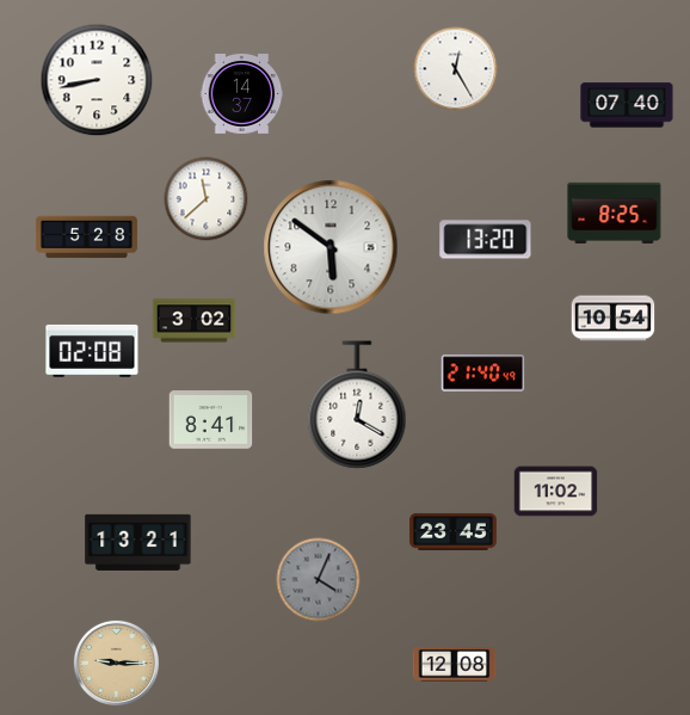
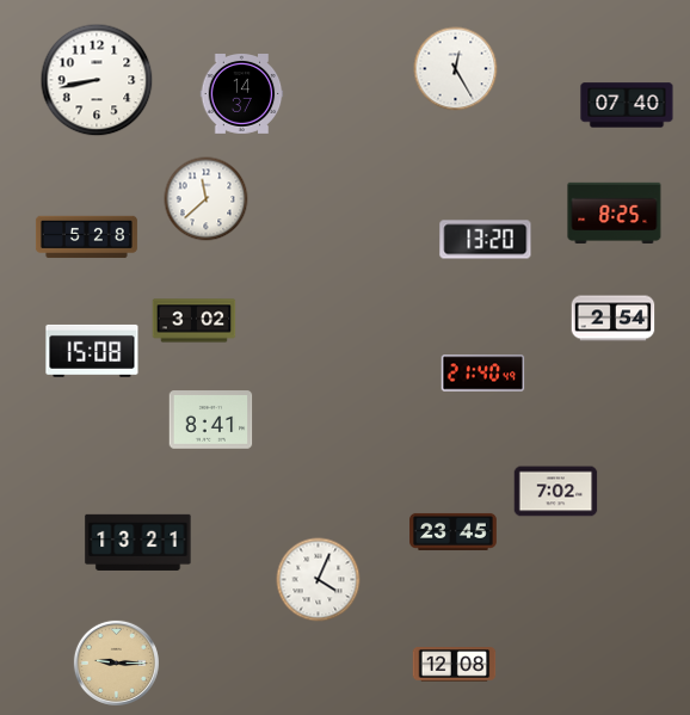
clock at (331, 247): 5:51 -> none
clock at (614, 319): 10:54 -> 2:54
clock at (92, 351): 02:08 -> 15:08
clock at (357, 405): 12:20 -> none
clock at (556, 492): 11:02 -> 7:02
clock at (319, 580) dial: grey -> white
